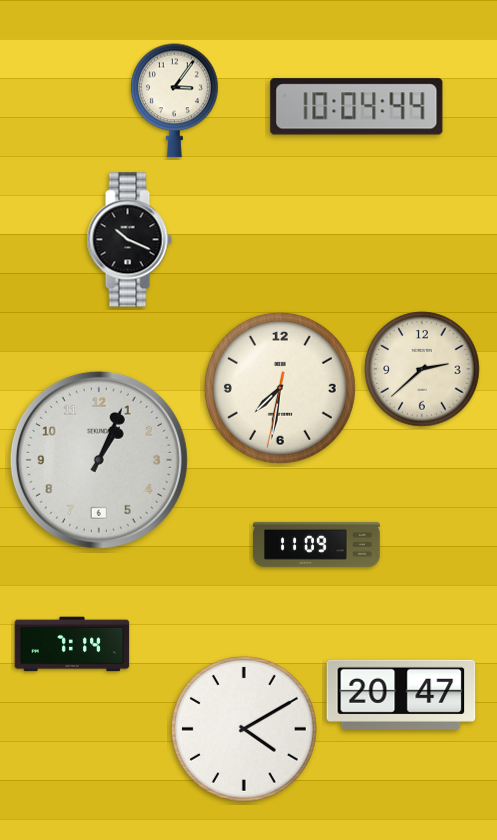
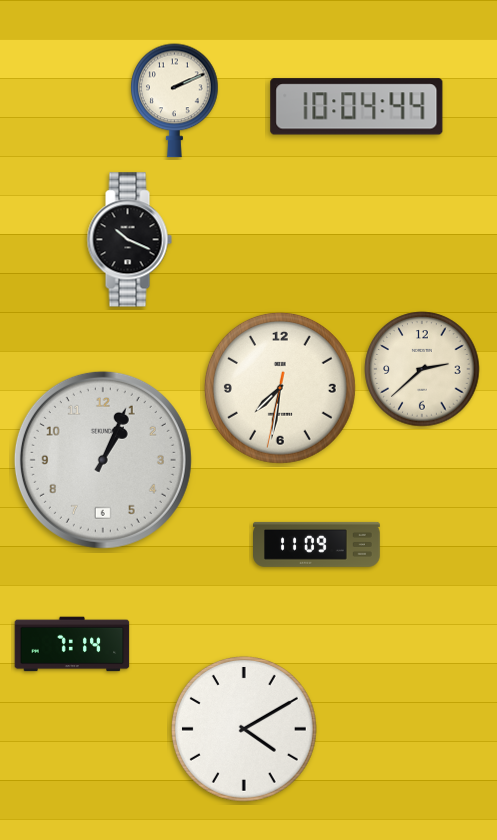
clock at (175, 101): 3:06 -> 2:11
clock at (99, 460) position: (99, 460) -> (103, 460)
clock at (401, 695): 20:47 -> none
